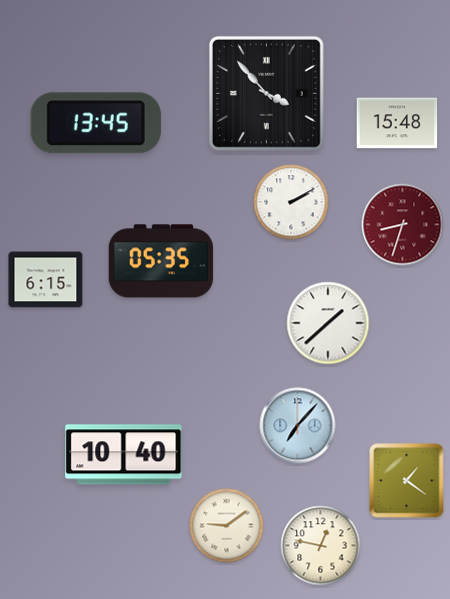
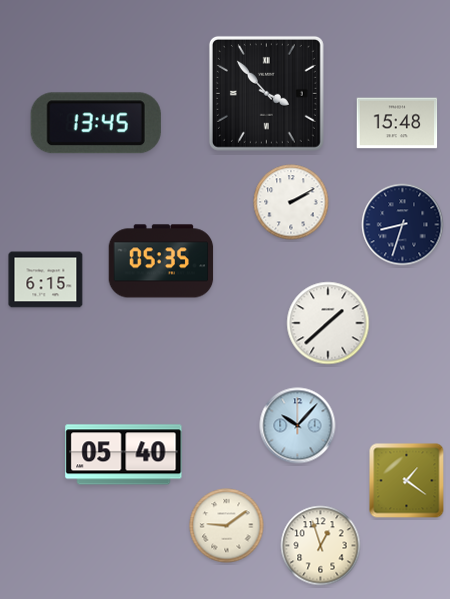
clock at (403, 225) dial: burgundy -> navy
clock at (298, 426): 7:07 -> 10:07
clock at (124, 455): 10:40 -> 05:40
clock at (321, 546): 12:47 -> 12:57
